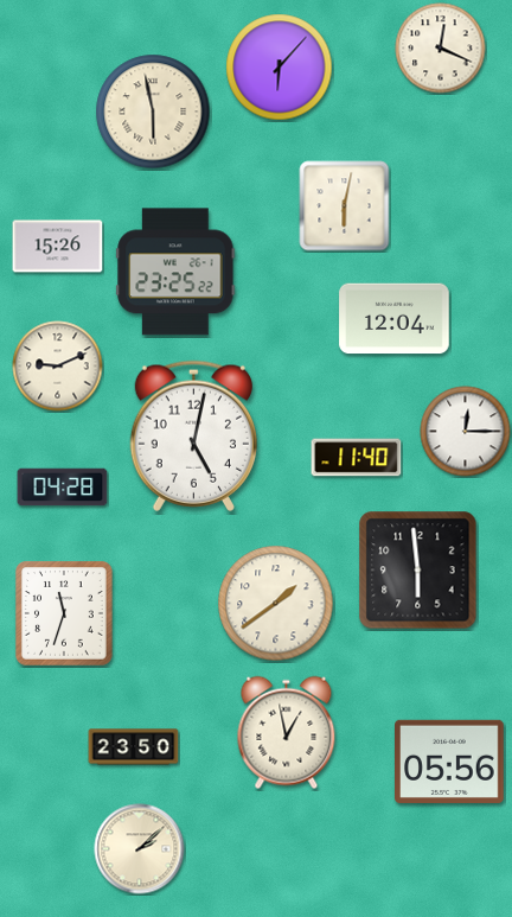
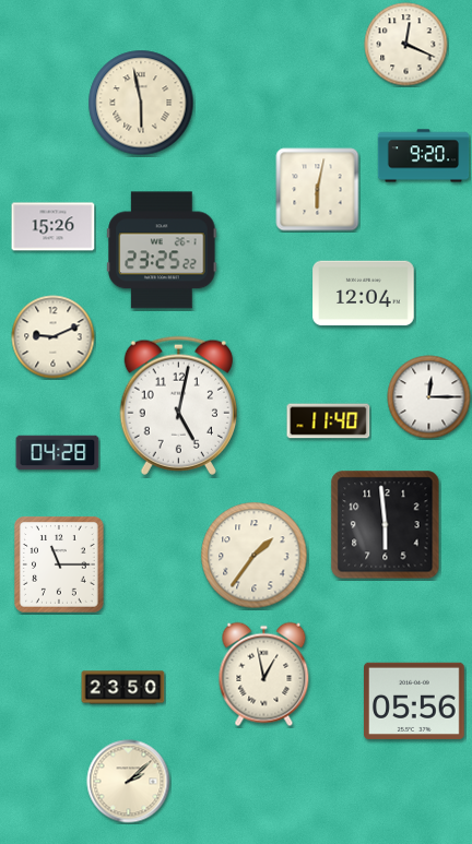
clock at (280, 68): 6:07 -> none
clock at (424, 156): none -> 9:20
clock at (193, 435) position: (193, 435) -> (178, 405)
clock at (63, 488) position: (63, 488) -> (58, 453)
clock at (276, 604): 1:39 -> 1:36
clock at (65, 614): 11:33 -> 11:15
